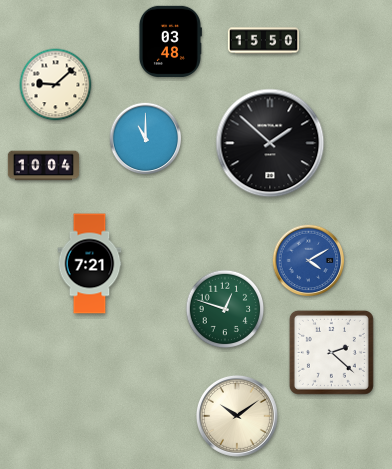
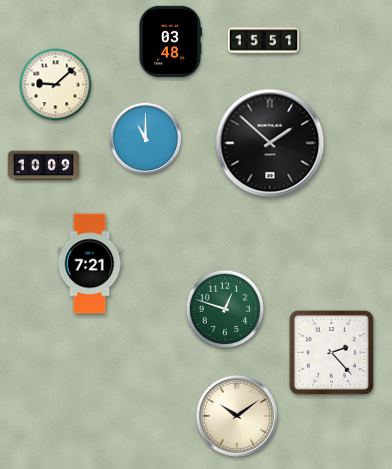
clock at (264, 41): 15:50 -> 15:51
clock at (44, 166): 10:04 -> 10:09
clock at (309, 261): 4:10 -> none
clock at (331, 352): 2:22 -> 2:23
